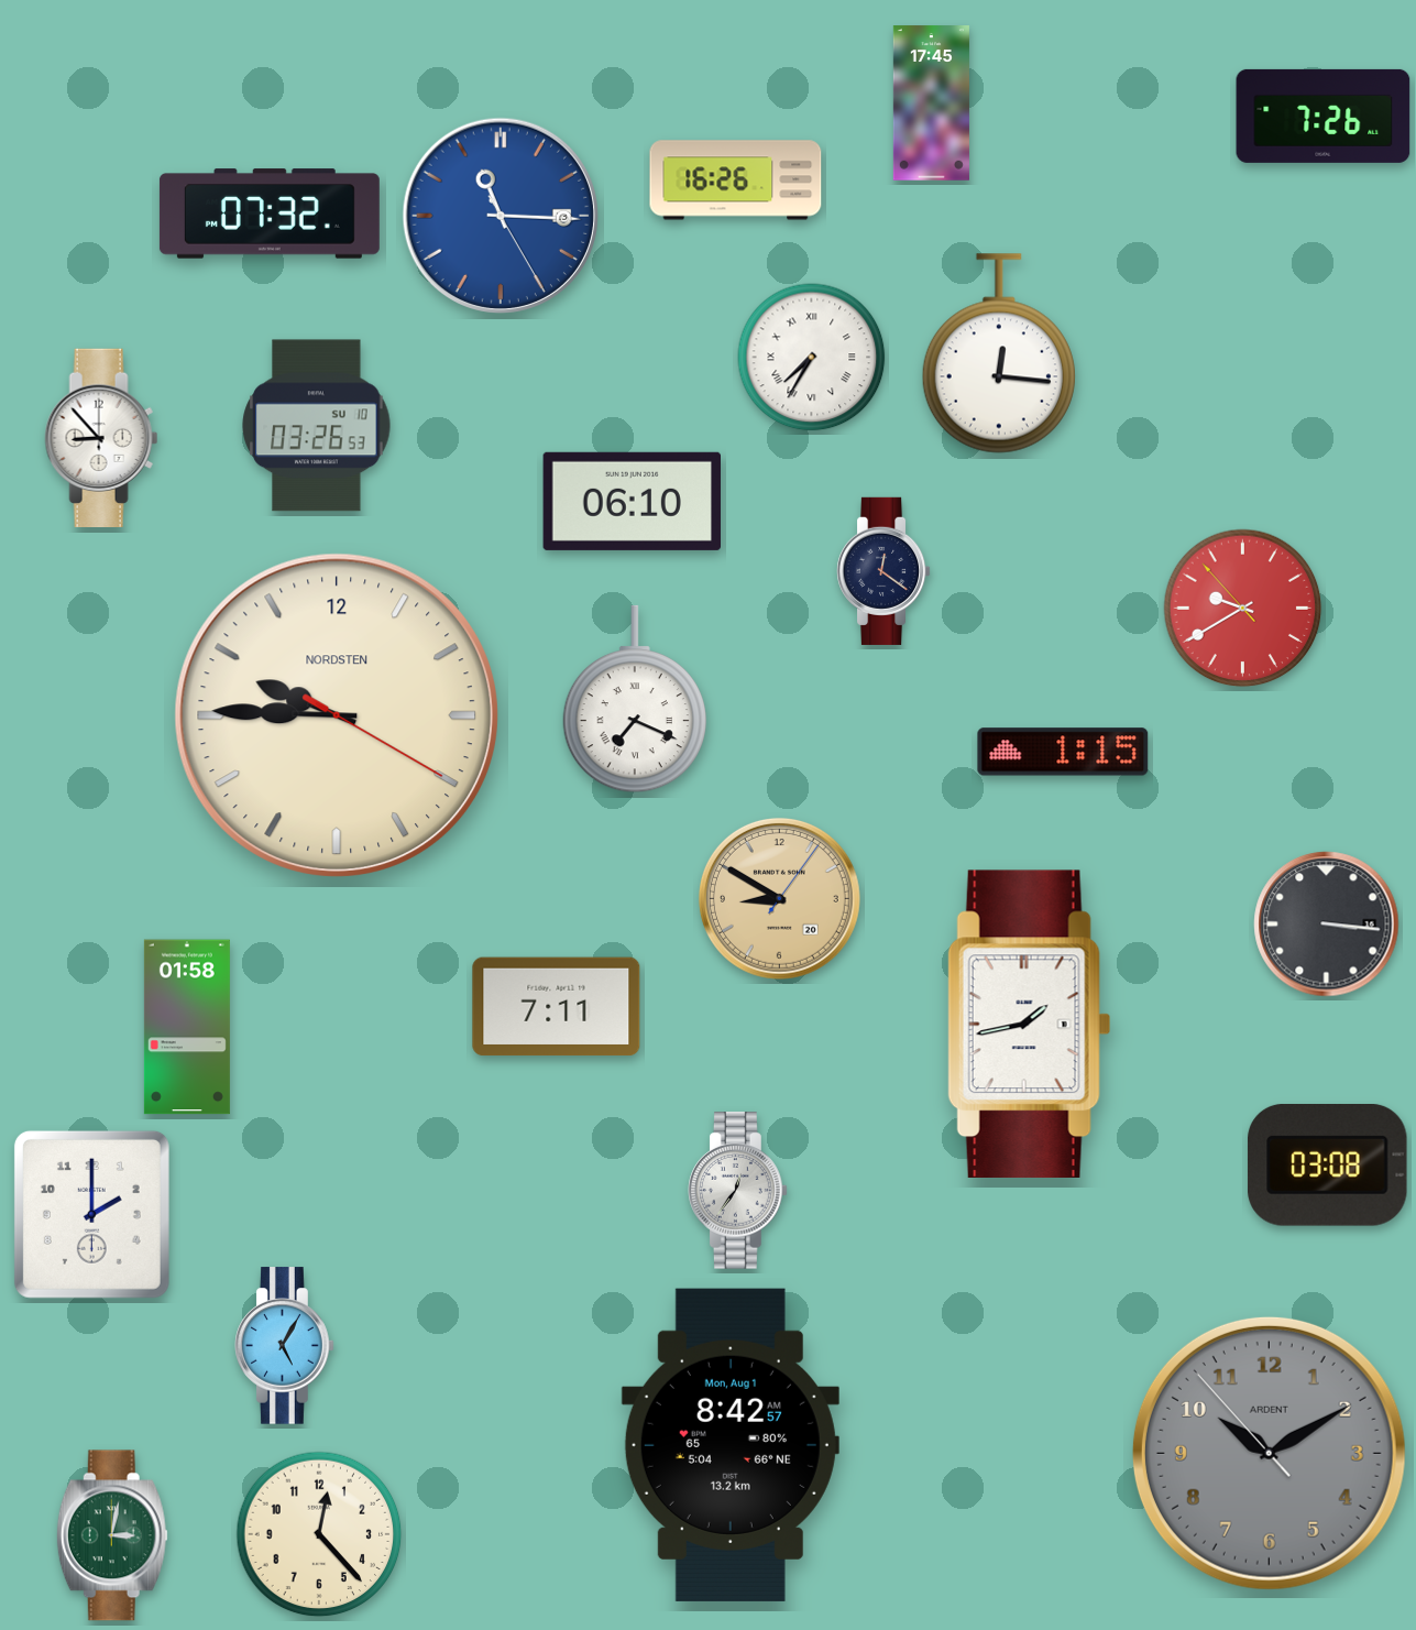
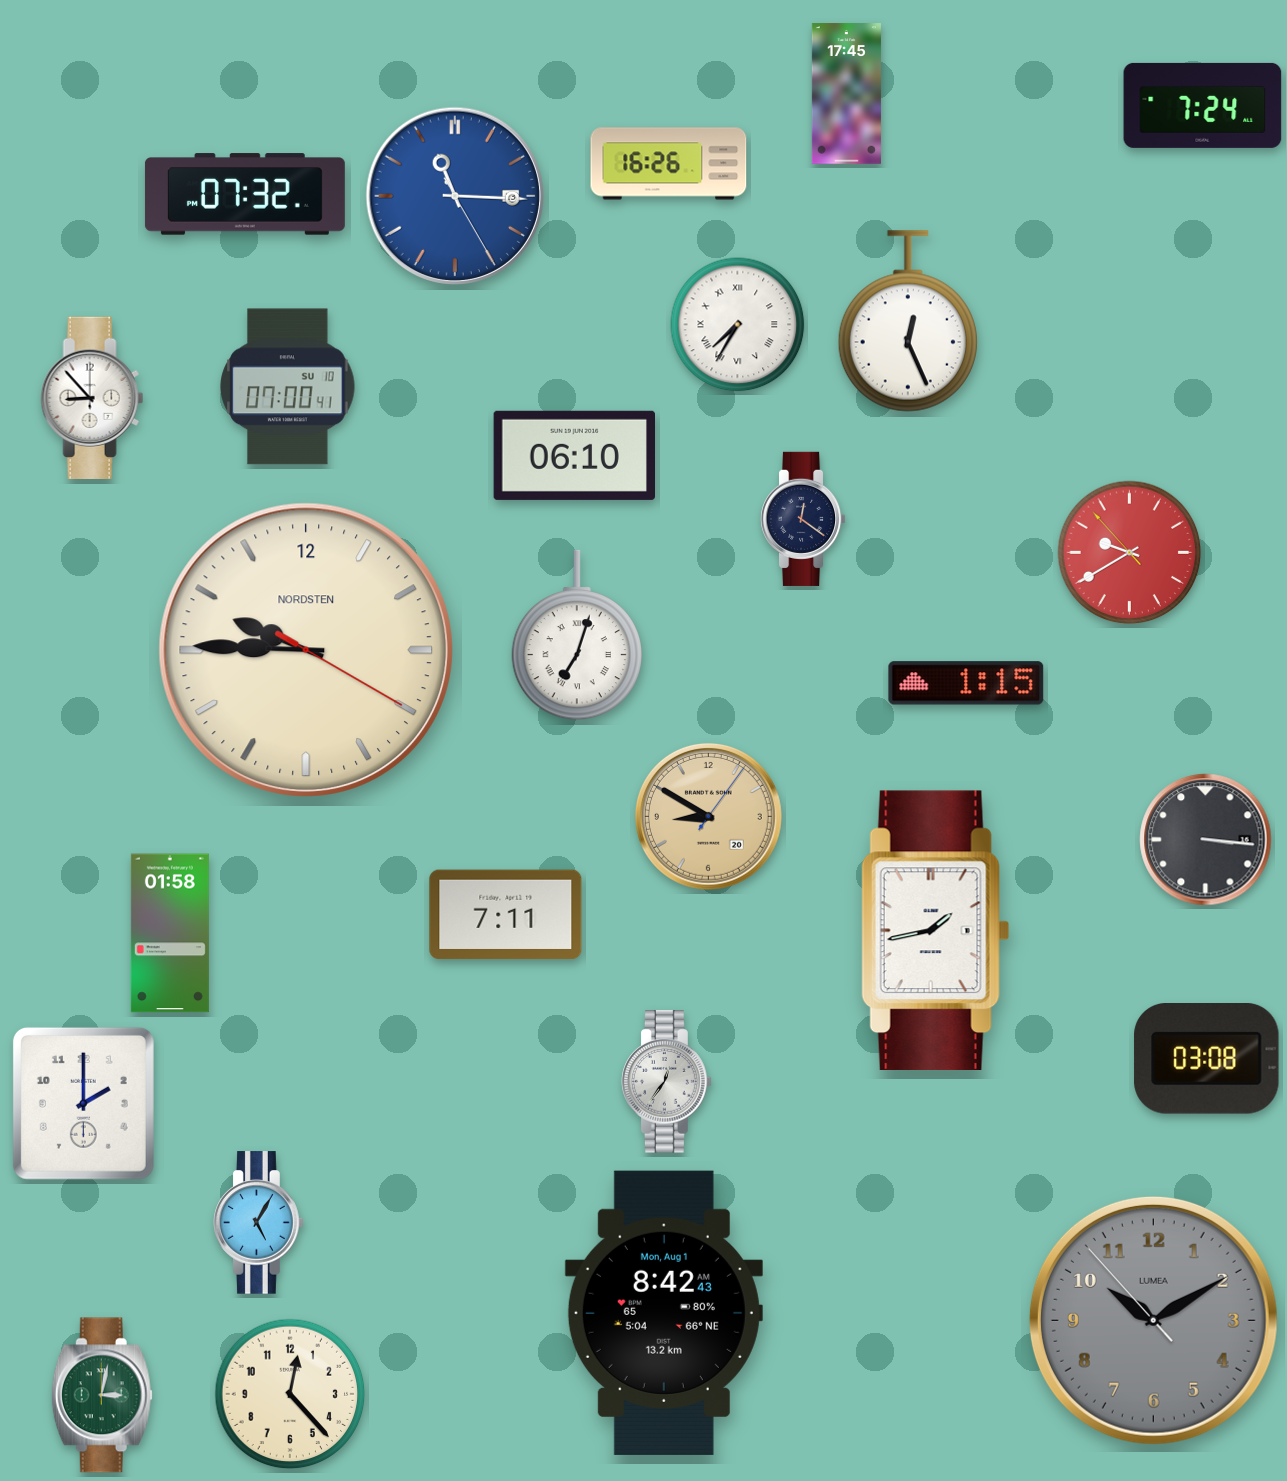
clock at (1324, 116): 7:26 -> 7:24
clock at (999, 353): 12:16 -> 12:26
clock at (317, 426): 03:26 -> 07:00
clock at (635, 699): 7:19 -> 7:03
clock at (738, 1191) position: (738, 1191) -> (667, 1082)
clock at (731, 1445): 8:42:57 -> 8:42:43
clock at (1269, 1453) brand: ARDENT -> LUMEA
